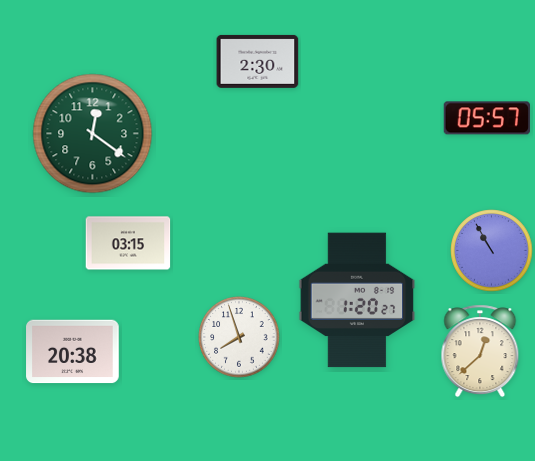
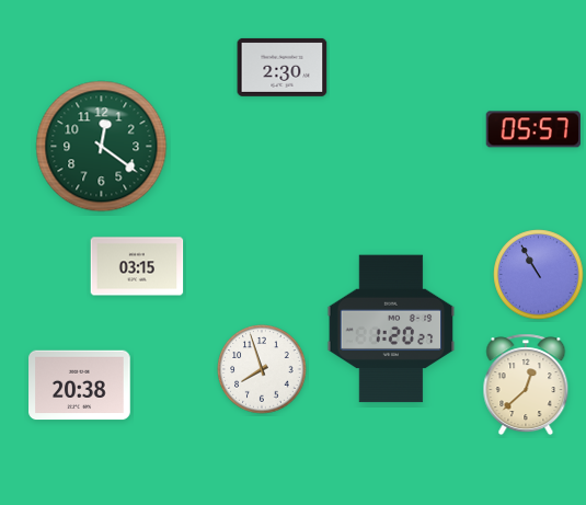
clock at (128, 243) position: (128, 243) -> (137, 266)
